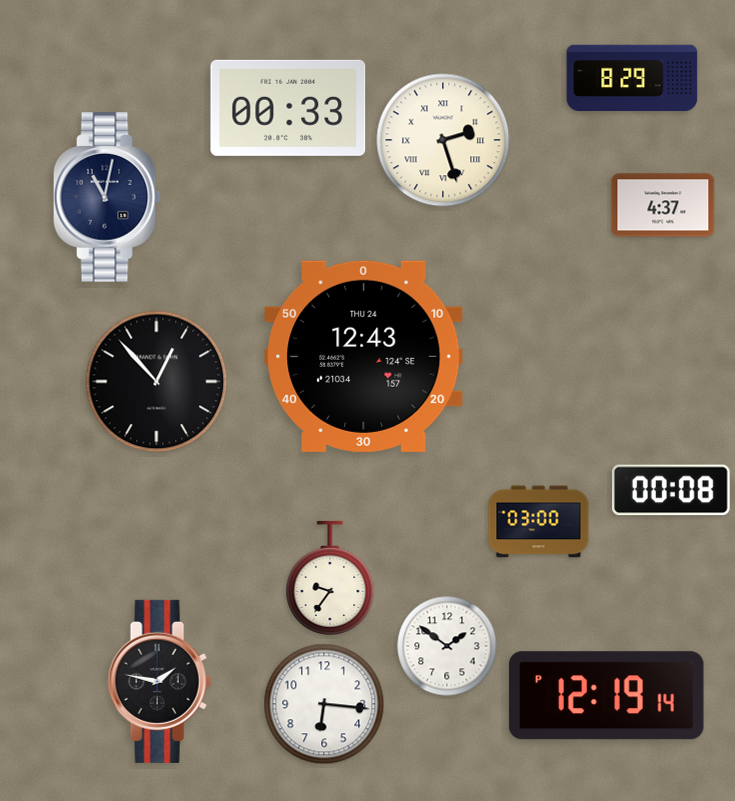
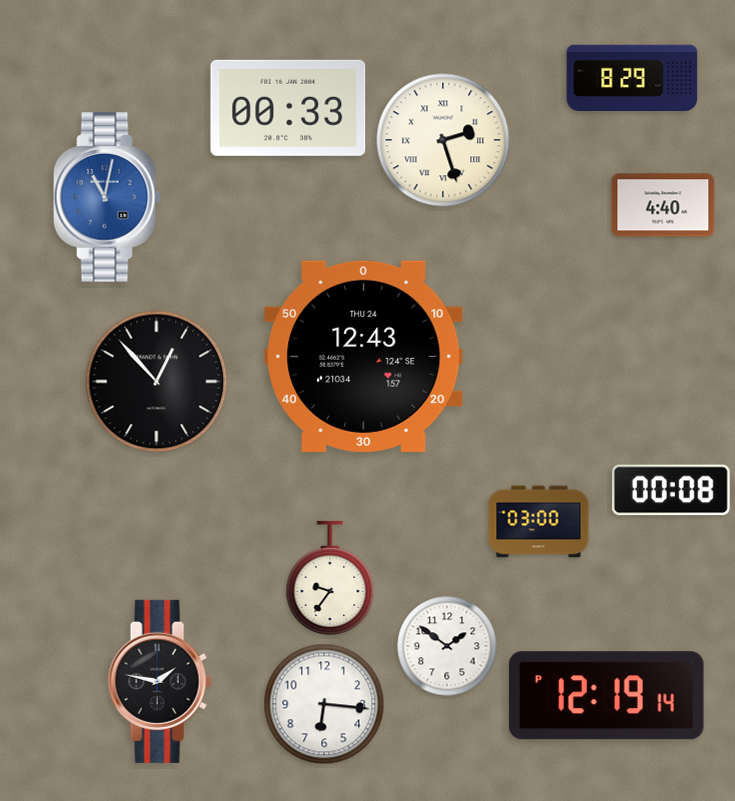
clock at (107, 197) dial: navy -> blue
clock at (663, 205): 4:37 -> 4:40
